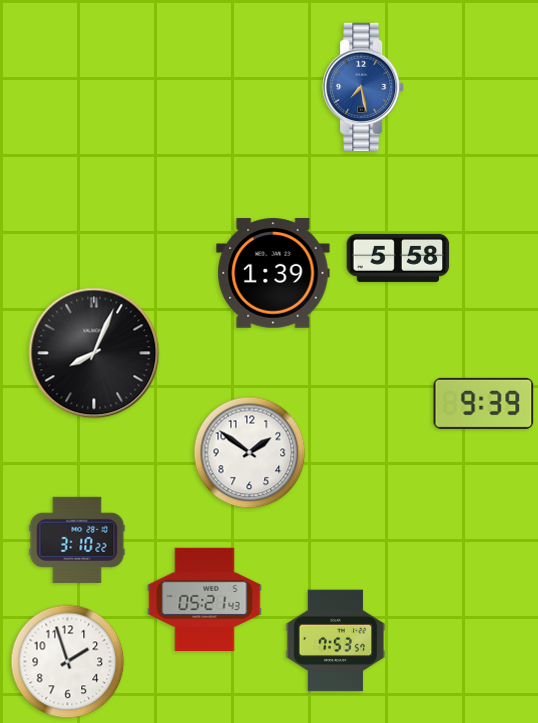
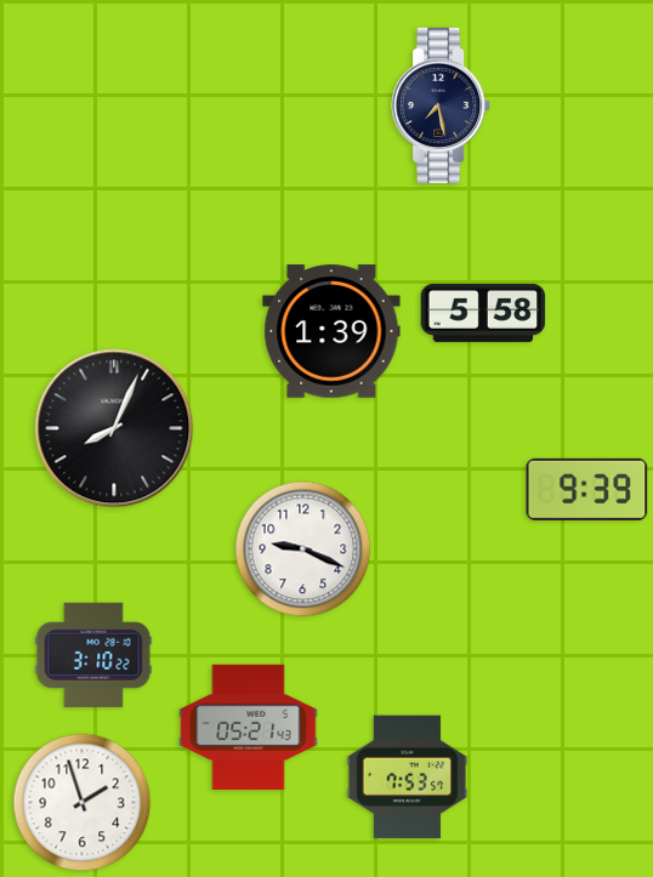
clock at (363, 87) dial: blue -> navy
clock at (250, 453): 1:51 -> 9:19
